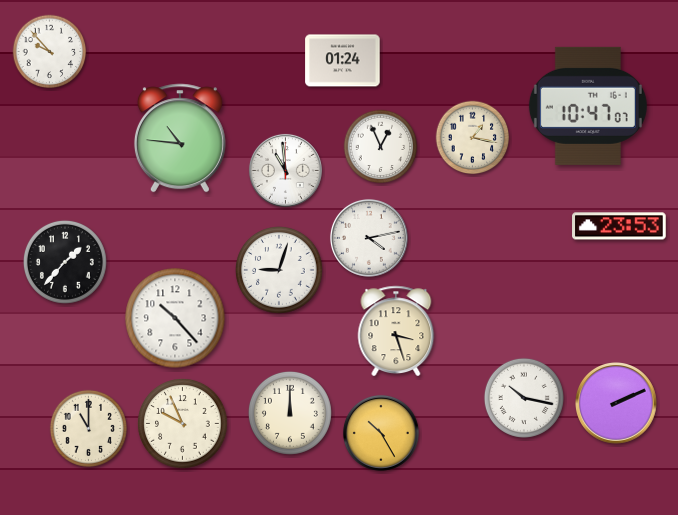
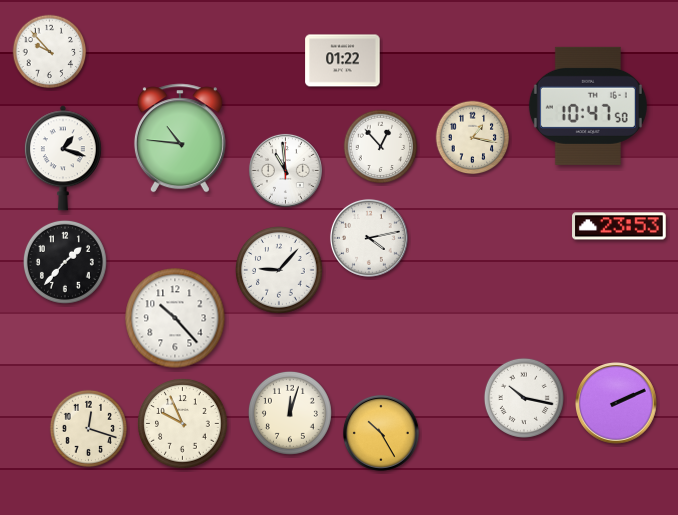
clock at (343, 61): 01:24 -> 01:22
clock at (588, 106): 10:47:07 -> 10:47:50
clock at (381, 147): 12:56 -> 12:53
clock at (63, 158): none -> 1:18
clock at (280, 271): 9:03 -> 9:07
clock at (396, 331): 3:27 -> none
clock at (290, 413): 12:00 -> 12:03
clock at (88, 428): 11:00 -> 12:18
